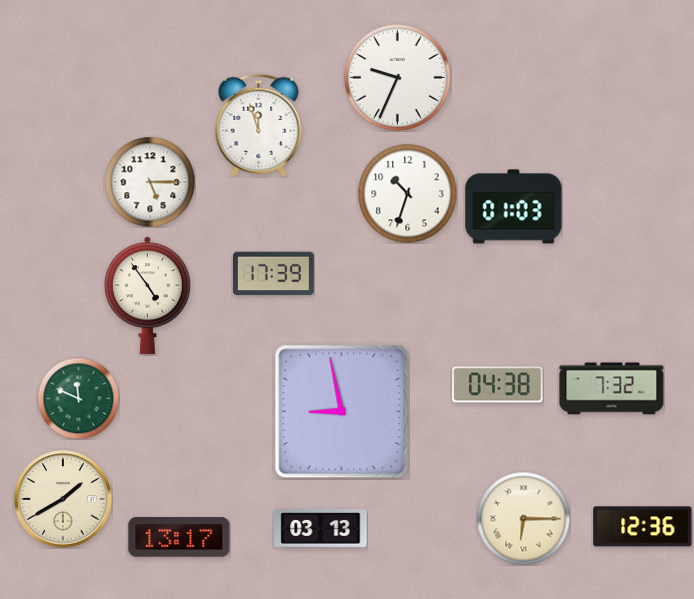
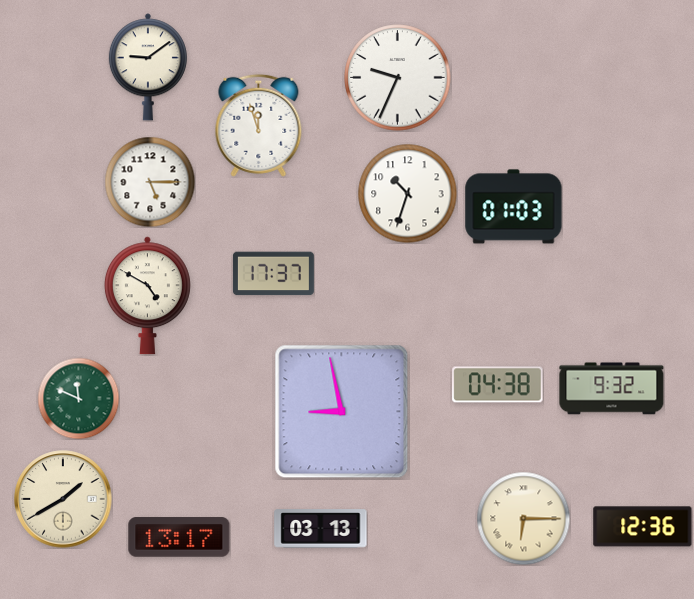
clock at (148, 67): none -> 9:09
clock at (273, 274): 17:39 -> 17:37
clock at (147, 296): 4:54 -> 4:50
clock at (612, 389): 7:32 -> 9:32
